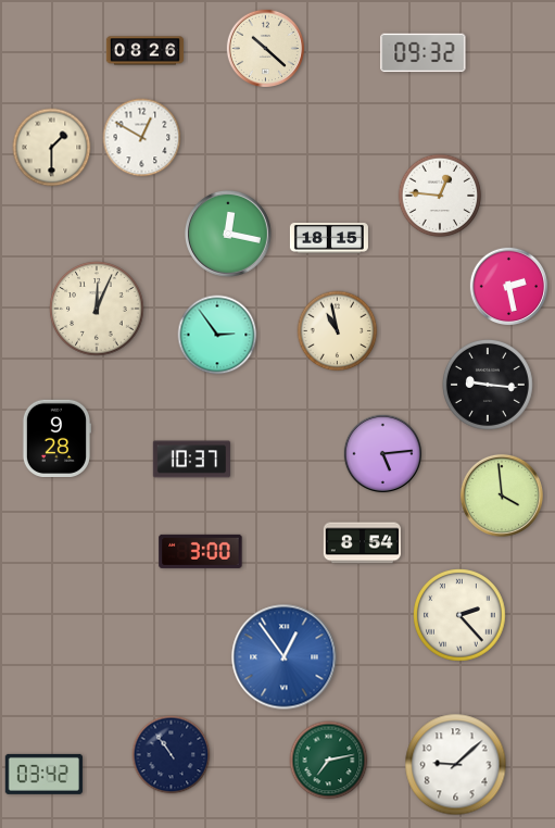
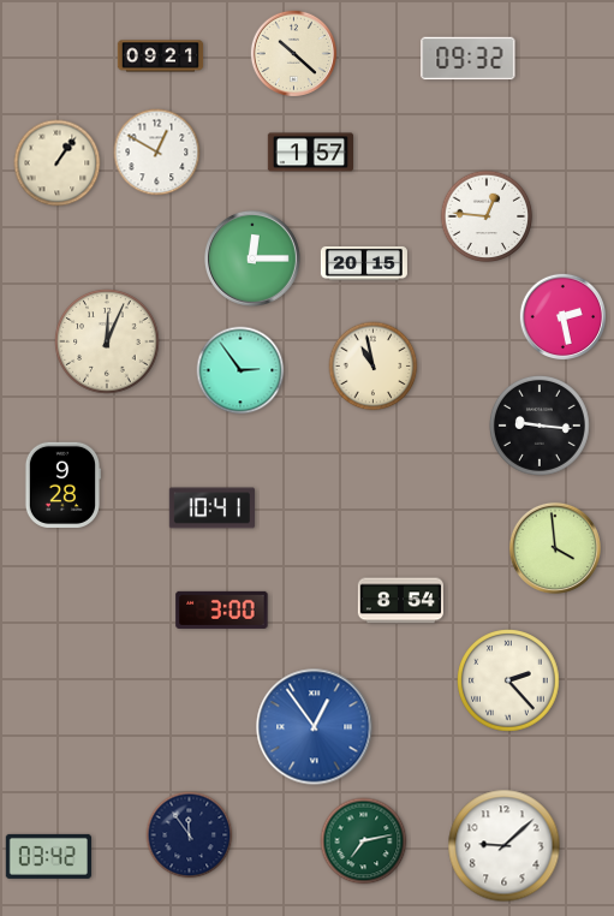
clock at (146, 51): 08:26 -> 09:21
clock at (310, 153): none -> 1:57
clock at (52, 148): 1:30 -> 1:06
clock at (228, 234): 12:17 -> 12:15
clock at (329, 238): 18:15 -> 20:15
clock at (383, 454): 5:14 -> none
clock at (191, 460): 10:37 -> 10:41
clock at (172, 755): 10:54 -> 11:54
